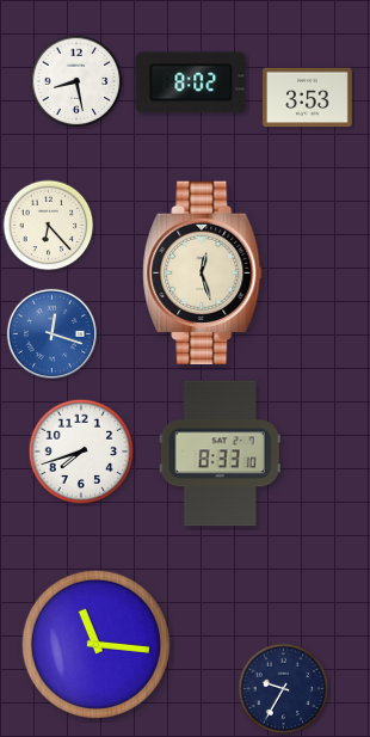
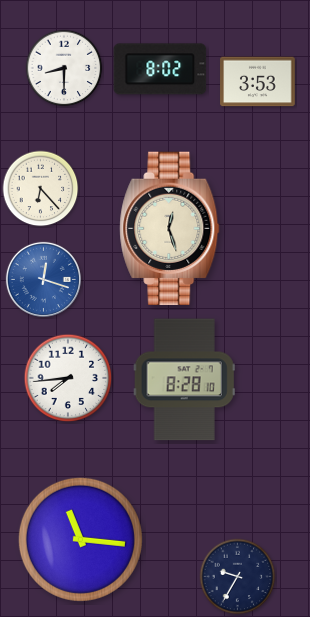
clock at (76, 81): 8:28 -> 8:30
clock at (81, 452): 7:42 -> 7:44
clock at (220, 454): 8:33 -> 8:28
